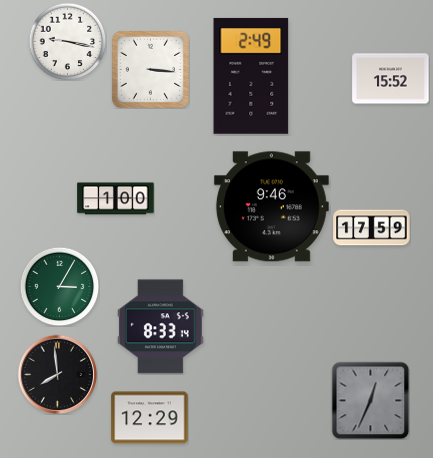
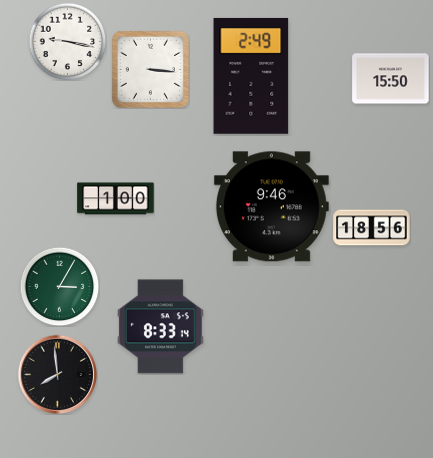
clock at (391, 79): 15:52 -> 15:50
clock at (372, 228): 17:59 -> 18:56
clock at (370, 400): 12:34 -> none
clock at (150, 418): 12:29 -> none
